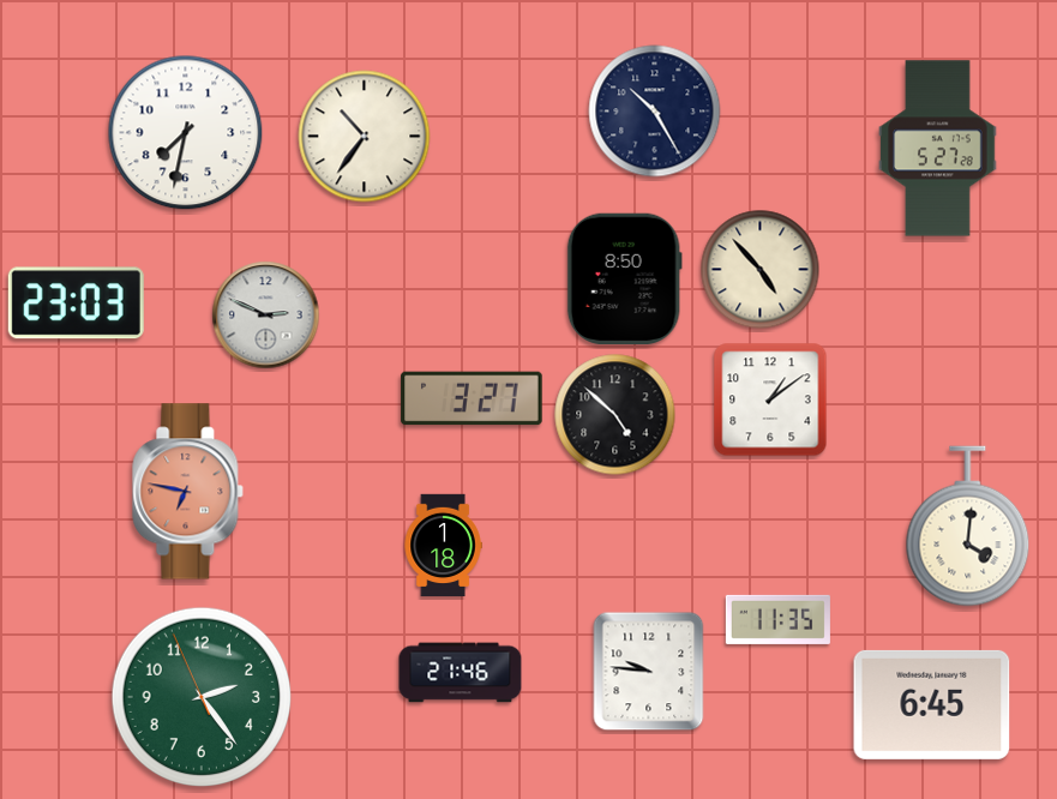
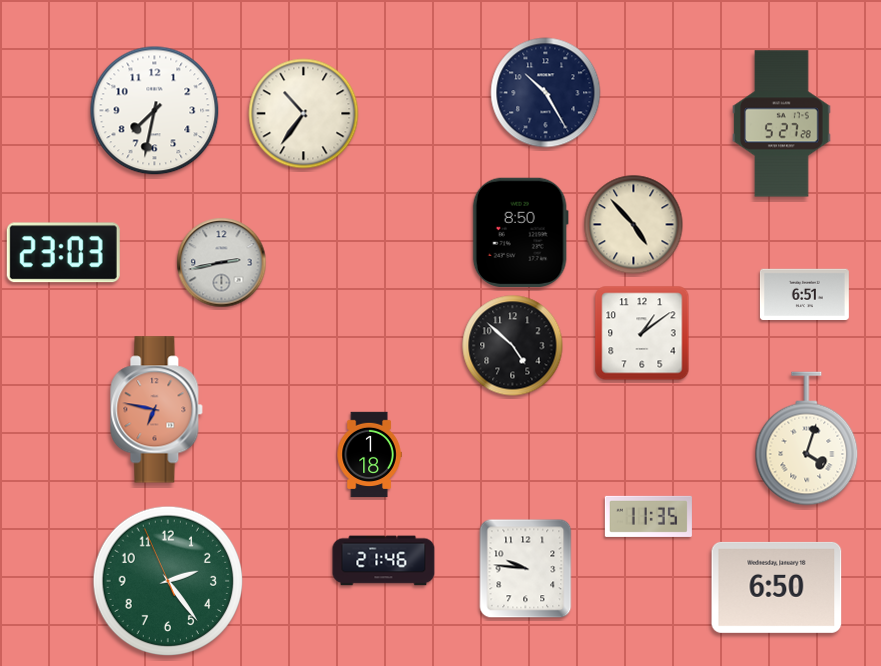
clock at (266, 316): 2:49 -> 2:43
clock at (804, 294): none -> 6:51
clock at (472, 398): 3:27 -> none
clock at (968, 527): 4:01 -> 4:03
clock at (649, 672) position: (649, 672) -> (526, 569)
clock at (932, 704): 6:45 -> 6:50
